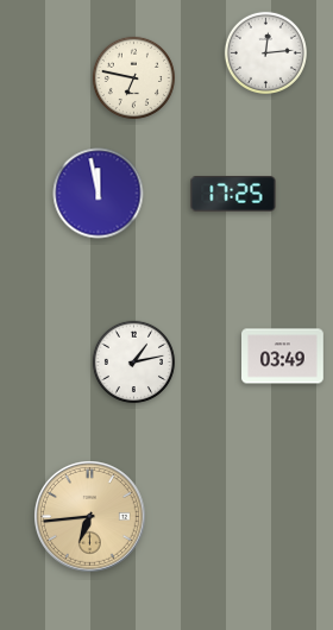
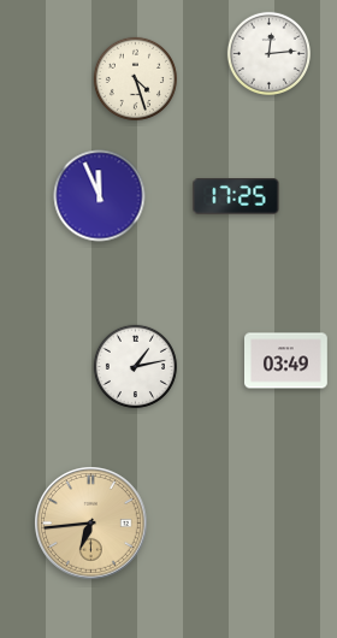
clock at (133, 77): 6:47 -> 4:27
clock at (99, 194): 11:58 -> 11:56
